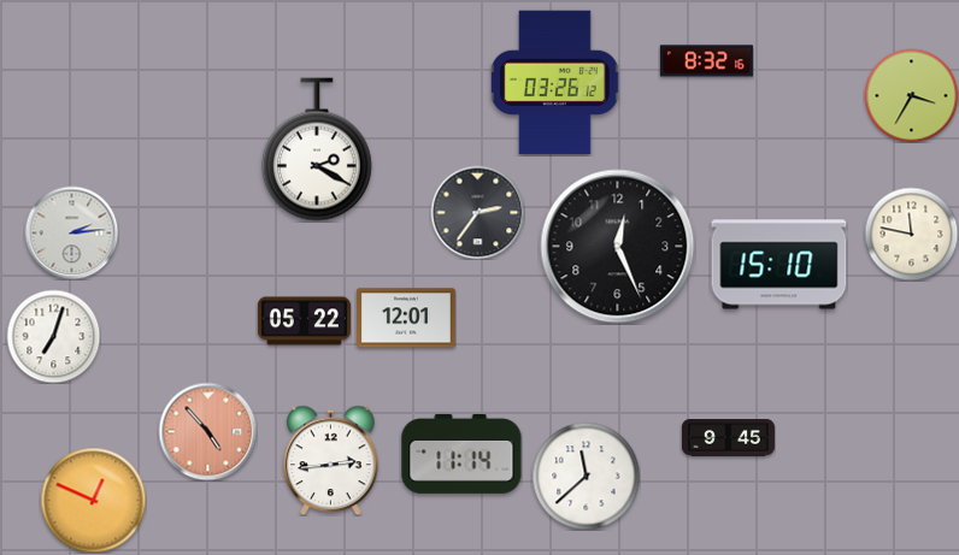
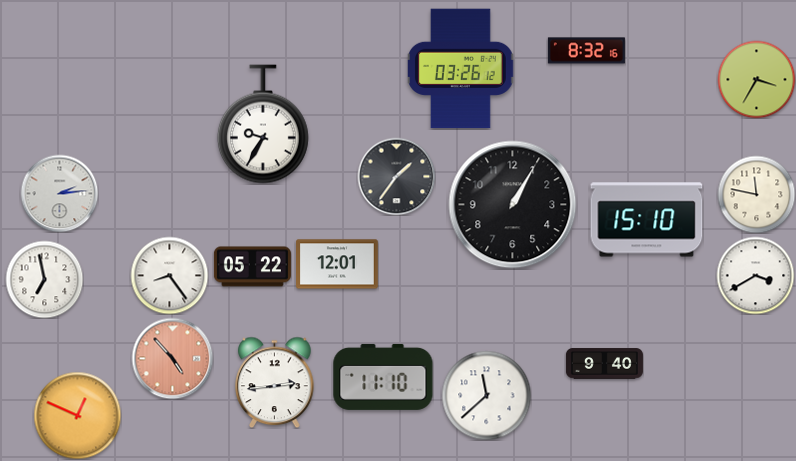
clock at (317, 149): 2:20 -> 9:35
clock at (477, 212): 2:36 -> 1:36
clock at (618, 247): 12:26 -> 1:05
clock at (169, 275): none -> 8:24
clock at (755, 275): none -> 3:40
clock at (53, 336): 7:03 -> 6:58
clock at (728, 438): 9:45 -> 9:40
clock at (461, 454): 11:14 -> 11:10
